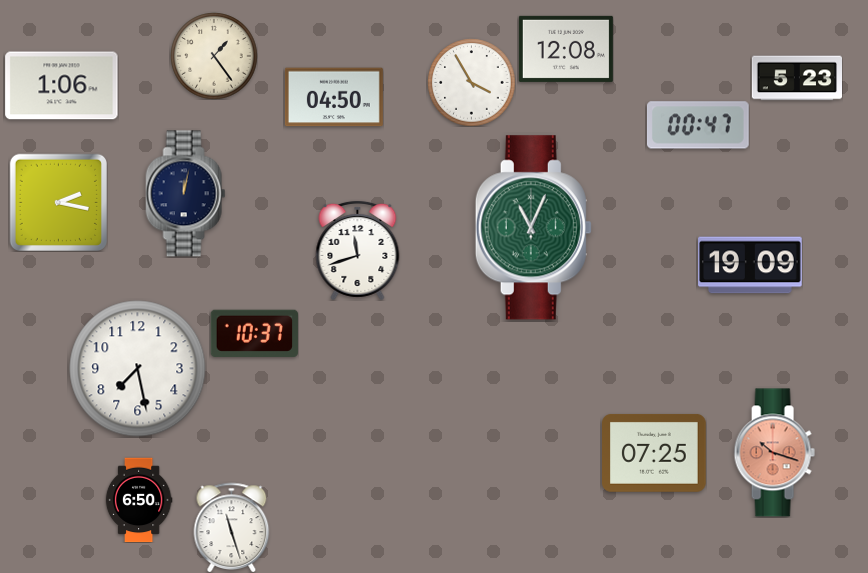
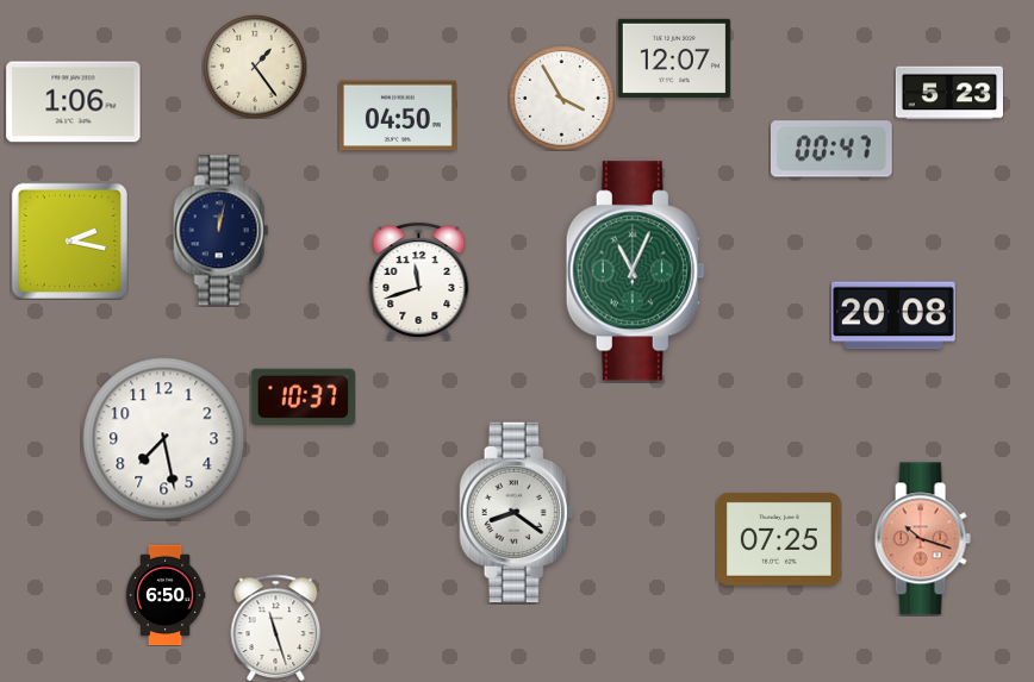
clock at (566, 49): 12:08 -> 12:07
clock at (358, 250) position: (358, 250) -> (419, 281)
clock at (750, 265): 19:09 -> 20:08
clock at (517, 512): none -> 8:21
